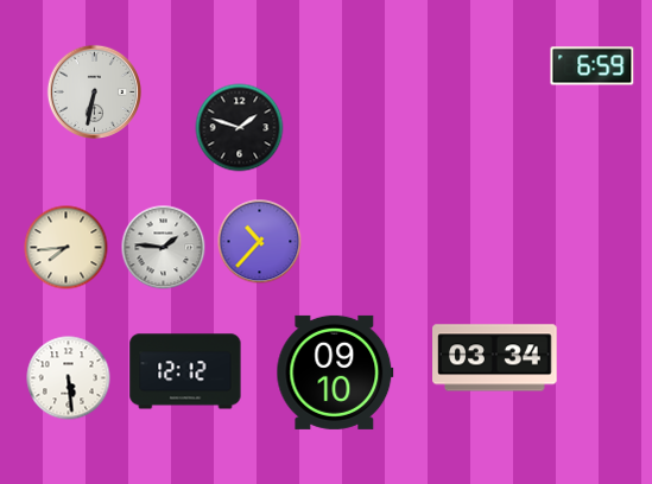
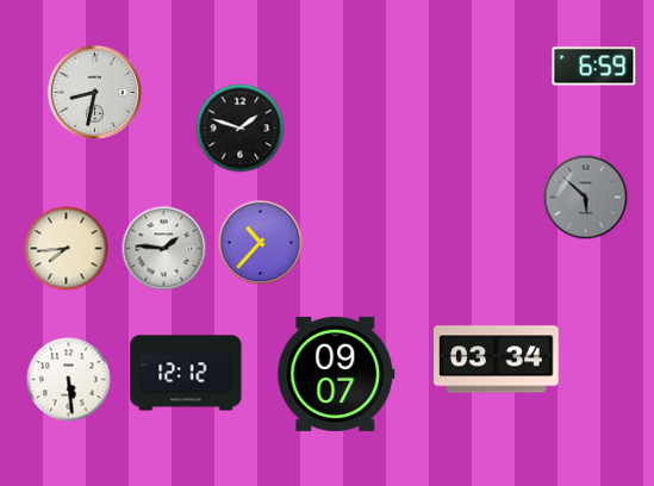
clock at (94, 91): 6:32 -> 8:32
clock at (586, 198): none -> 5:52
clock at (335, 372): 09:10 -> 09:07
